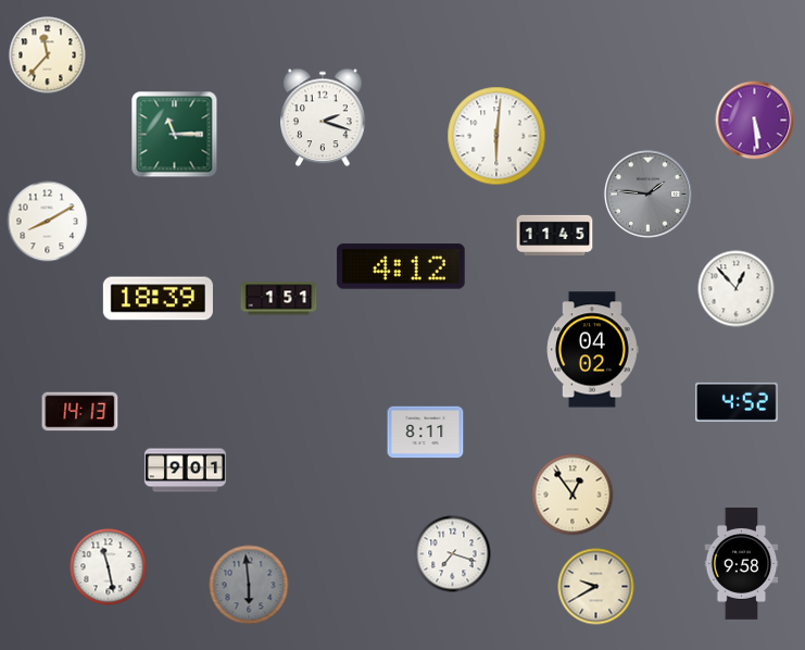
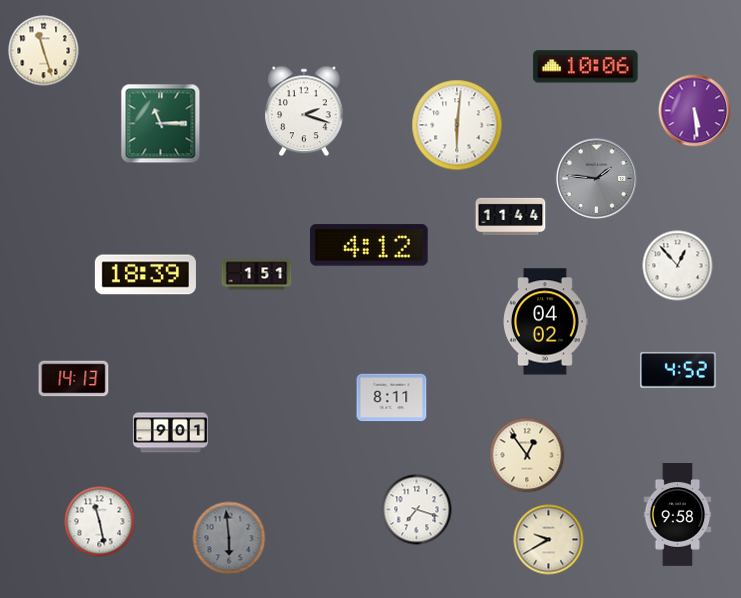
clock at (48, 55): 11:37 -> 11:27
clock at (586, 67): none -> 10:06
clock at (323, 117) position: (323, 117) -> (304, 111)
clock at (48, 222): 8:10 -> none
clock at (555, 235): 11:45 -> 11:44
clock at (742, 564) position: (742, 564) -> (678, 515)
